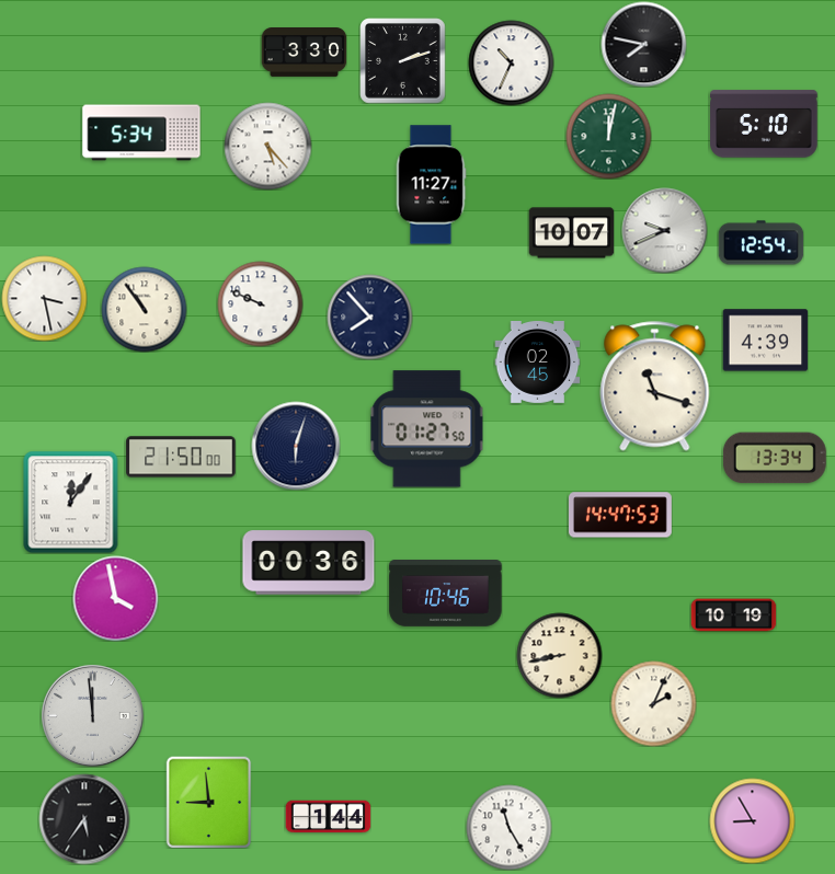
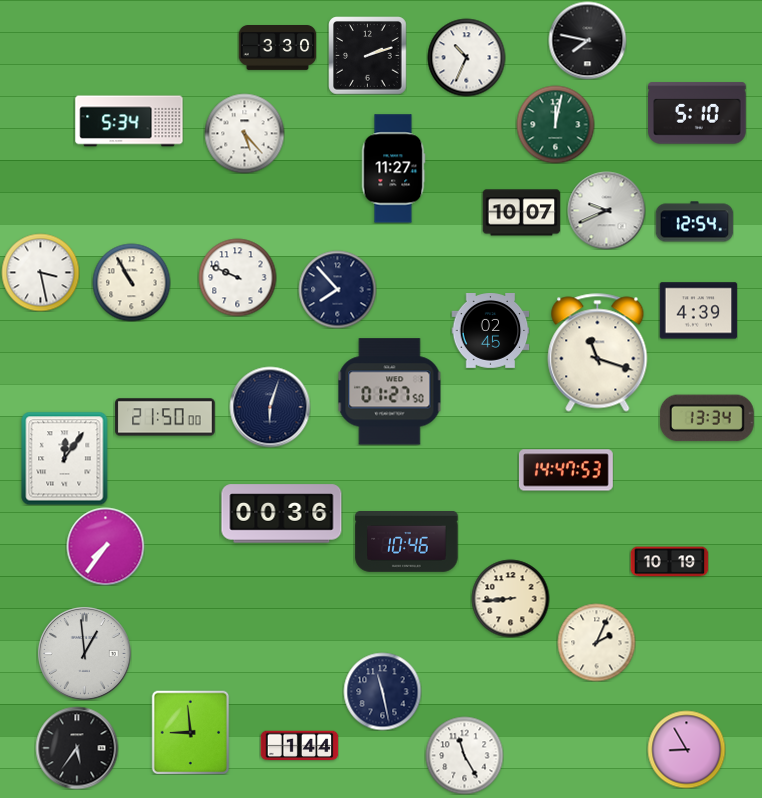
clock at (144, 309): 10:54 -> 10:55
clock at (115, 598): 3:58 -> 7:36
clock at (559, 655): 8:43 -> 8:44
clock at (92, 715): 11:59 -> 12:59
clock at (382, 691): none -> 11:28
